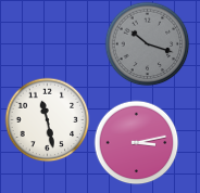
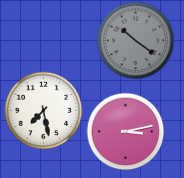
clock at (147, 43): 10:18 -> 10:21
clock at (47, 119): 11:28 -> 7:28
